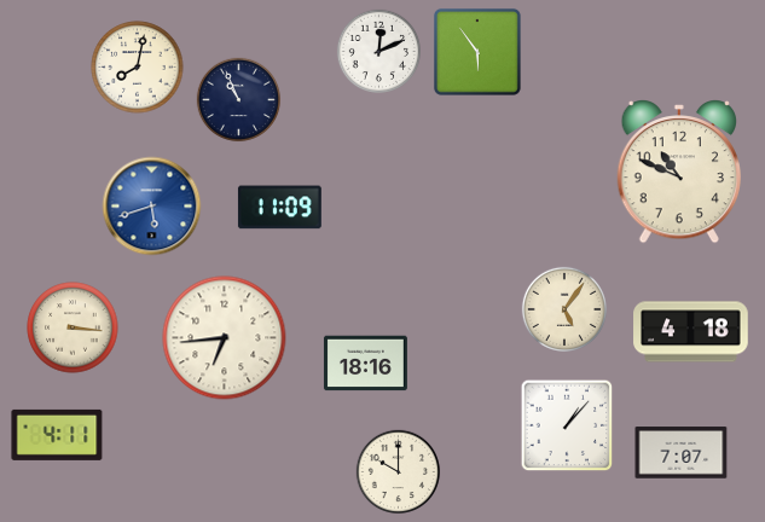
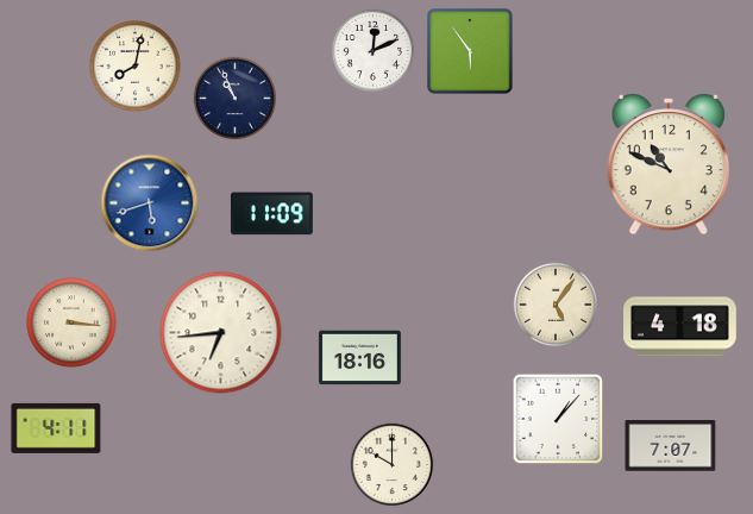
clock at (679, 173) position: (679, 173) -> (669, 165)
clock at (279, 208) position: (279, 208) -> (271, 214)
